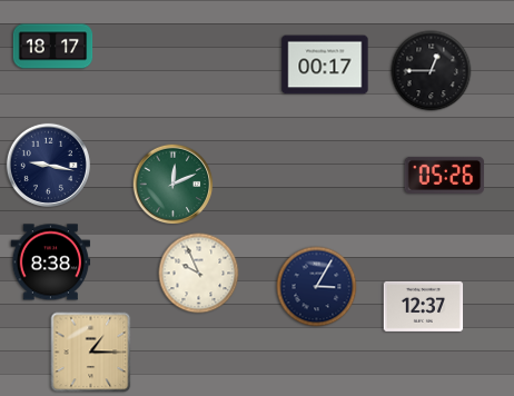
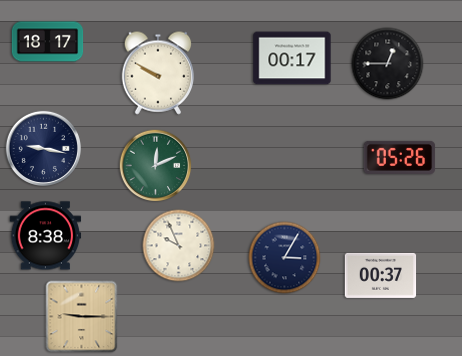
clock at (158, 73): none -> 9:50
clock at (424, 306): 12:37 -> 00:37
clock at (91, 353): 1:15 -> 9:15
